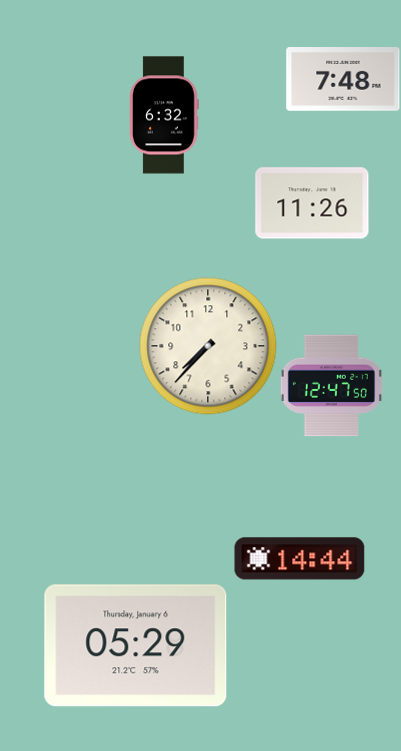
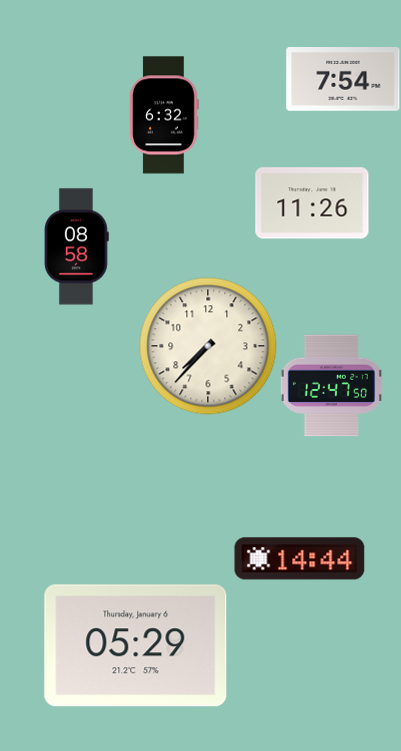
clock at (343, 80): 7:48 -> 7:54
clock at (76, 247): none -> 08:58
